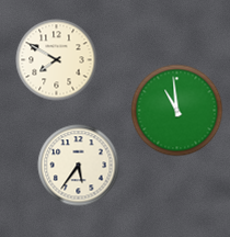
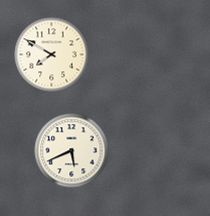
clock at (177, 111): 10:59 -> none
clock at (79, 166): 5:36 -> 5:41
